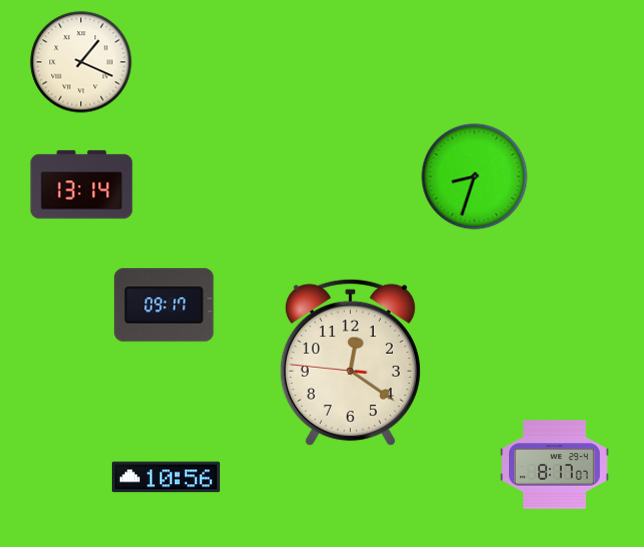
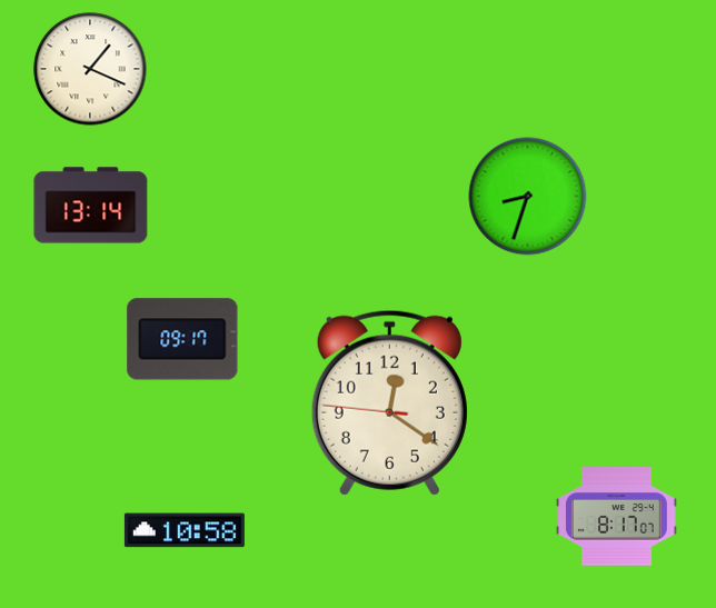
clock at (166, 477): 10:56 -> 10:58
